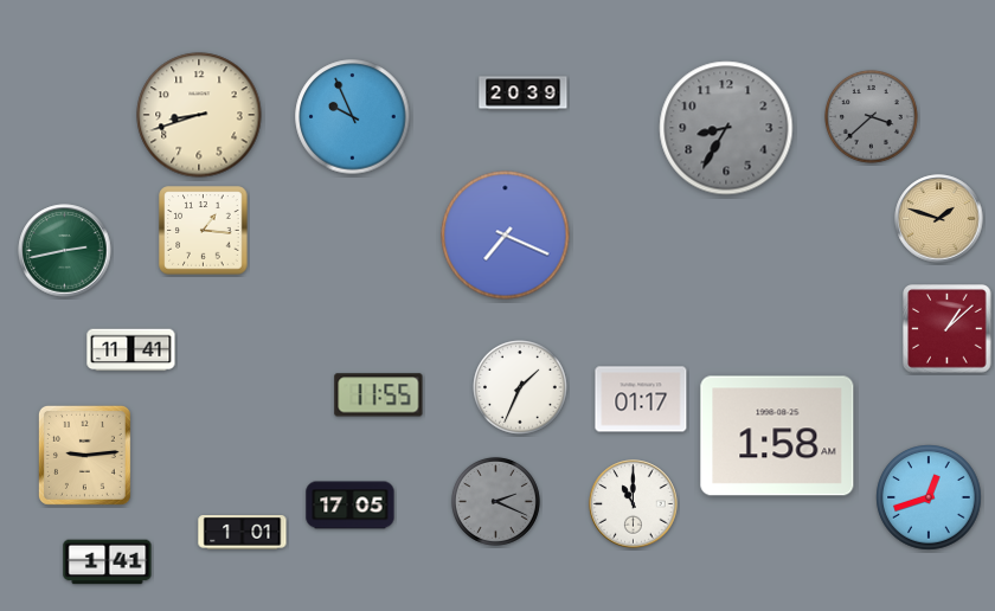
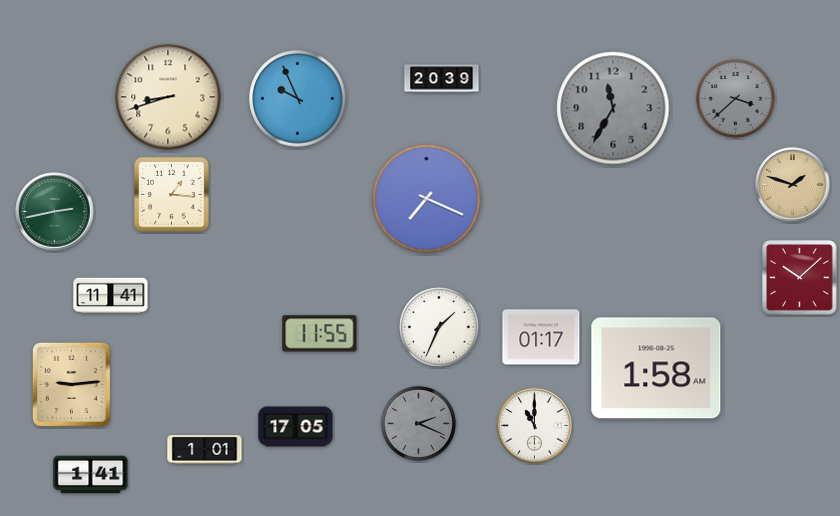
clock at (726, 128): 8:35 -> 11:35
clock at (948, 329): 1:08 -> 10:08
clock at (929, 497): 12:42 -> none
